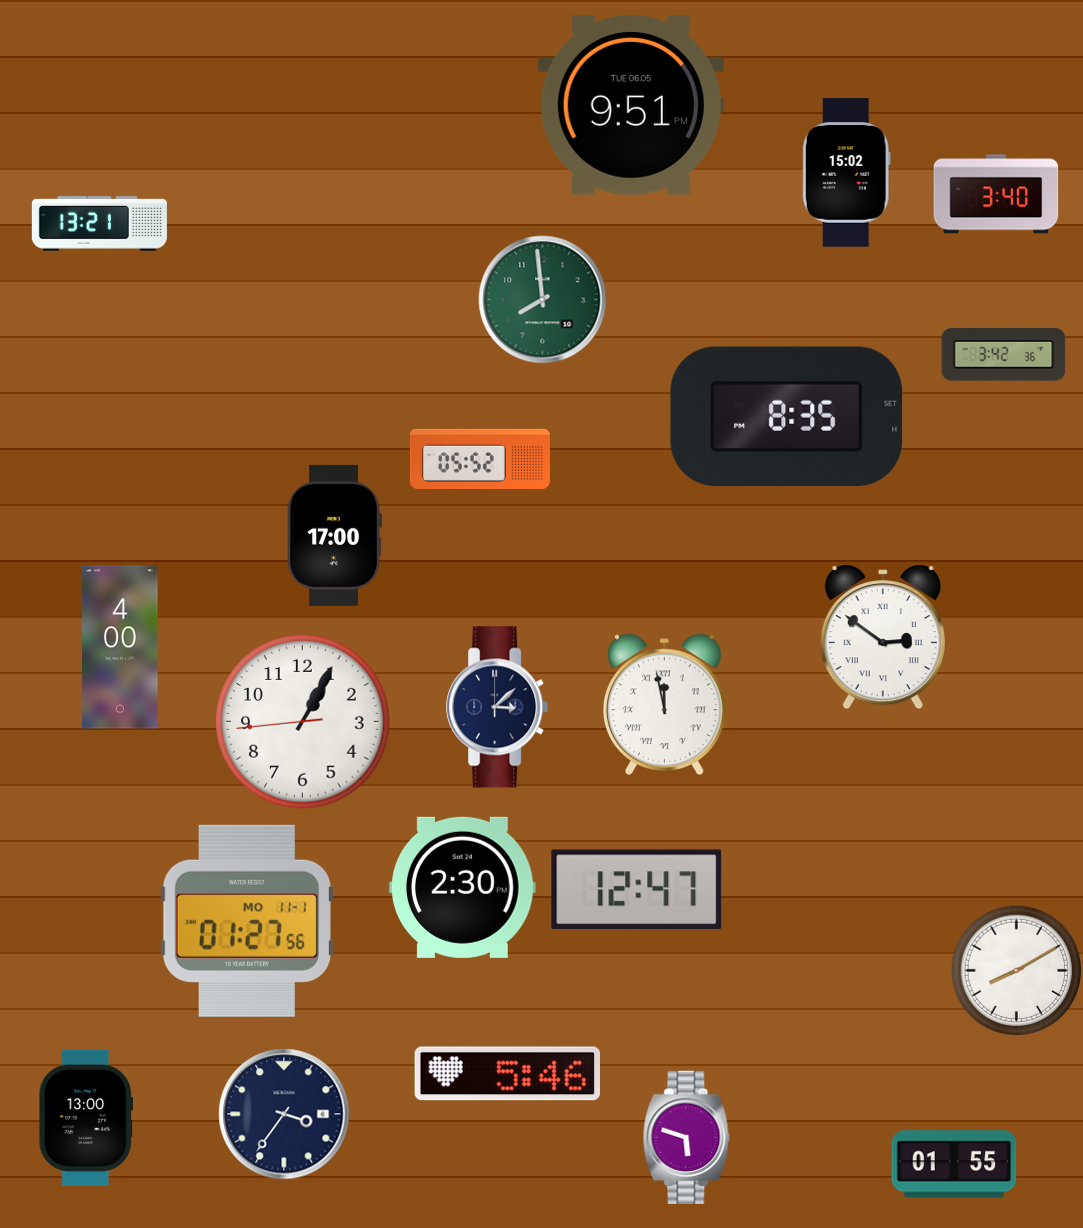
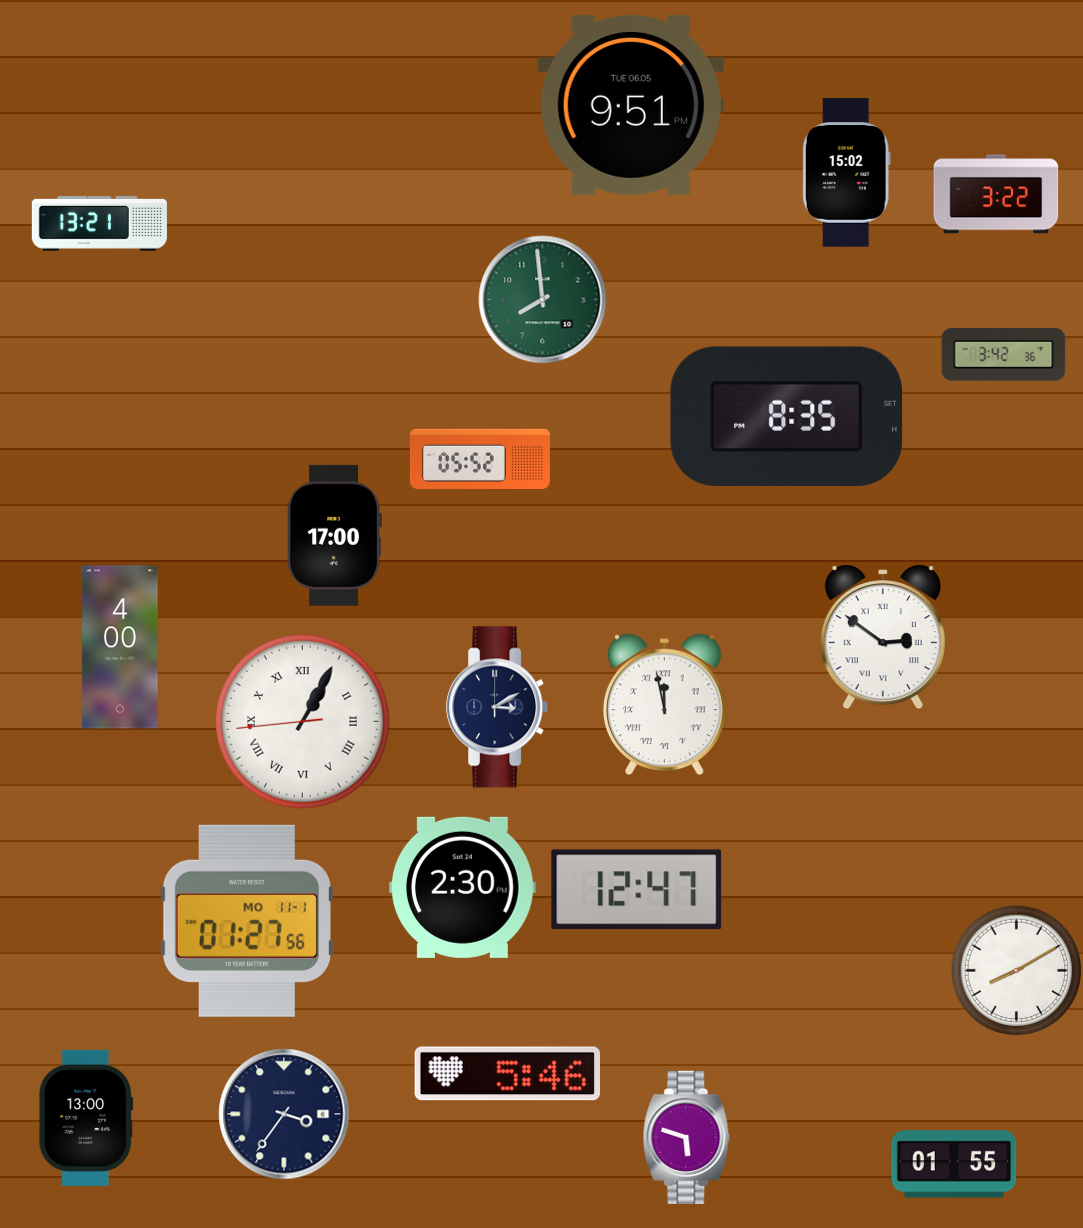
clock at (996, 194): 3:40 -> 3:22
clock at (498, 707): 3:08 -> 3:10
clock at (303, 722) numerals: Arabic -> Roman
